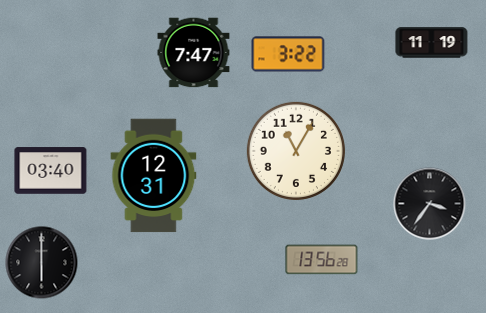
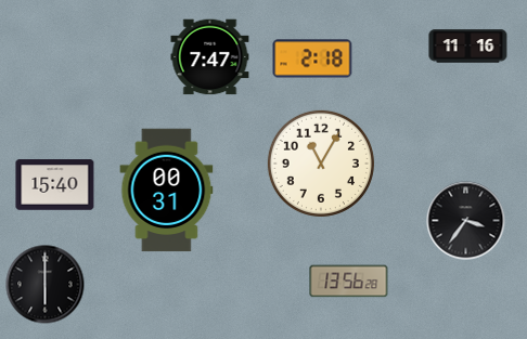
clock at (432, 43): 11:19 -> 11:16
clock at (288, 54): 3:22 -> 2:18
clock at (51, 171): 03:40 -> 15:40
clock at (154, 176): 12:31 -> 00:31
